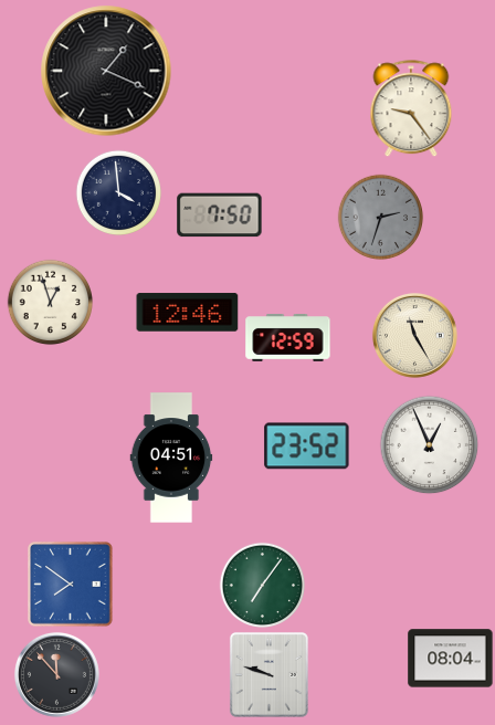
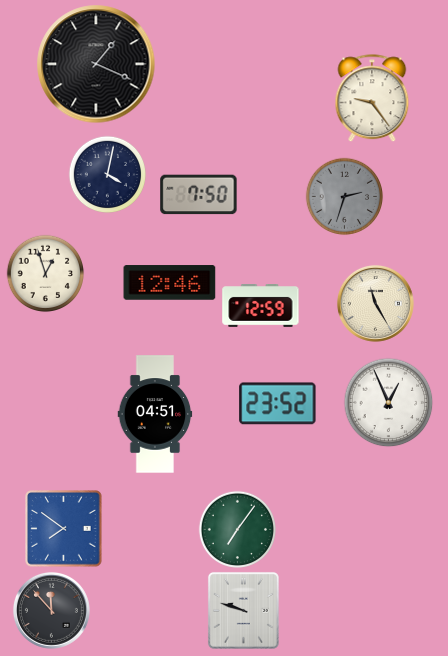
clock at (118, 192): 3:59 -> 4:02
clock at (451, 659): 08:04 -> none
